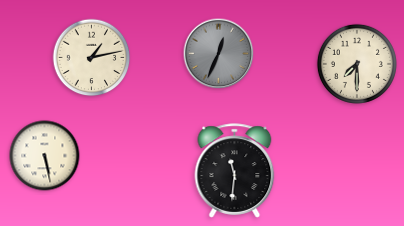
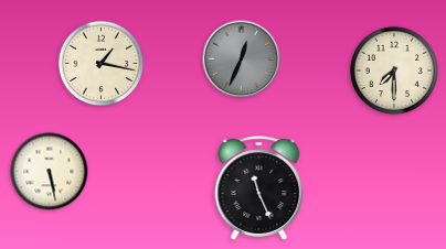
clock at (92, 58): 1:13 -> 1:17
clock at (235, 171): 11:31 -> 11:26
